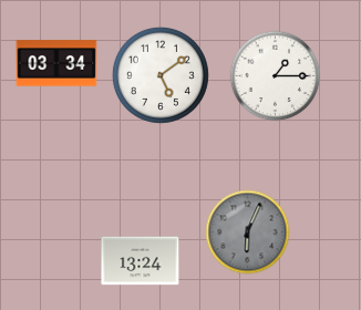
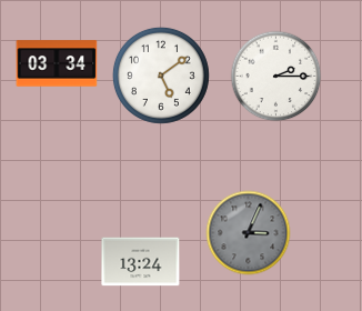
clock at (276, 76): 1:15 -> 2:15
clock at (248, 232): 6:04 -> 3:04
